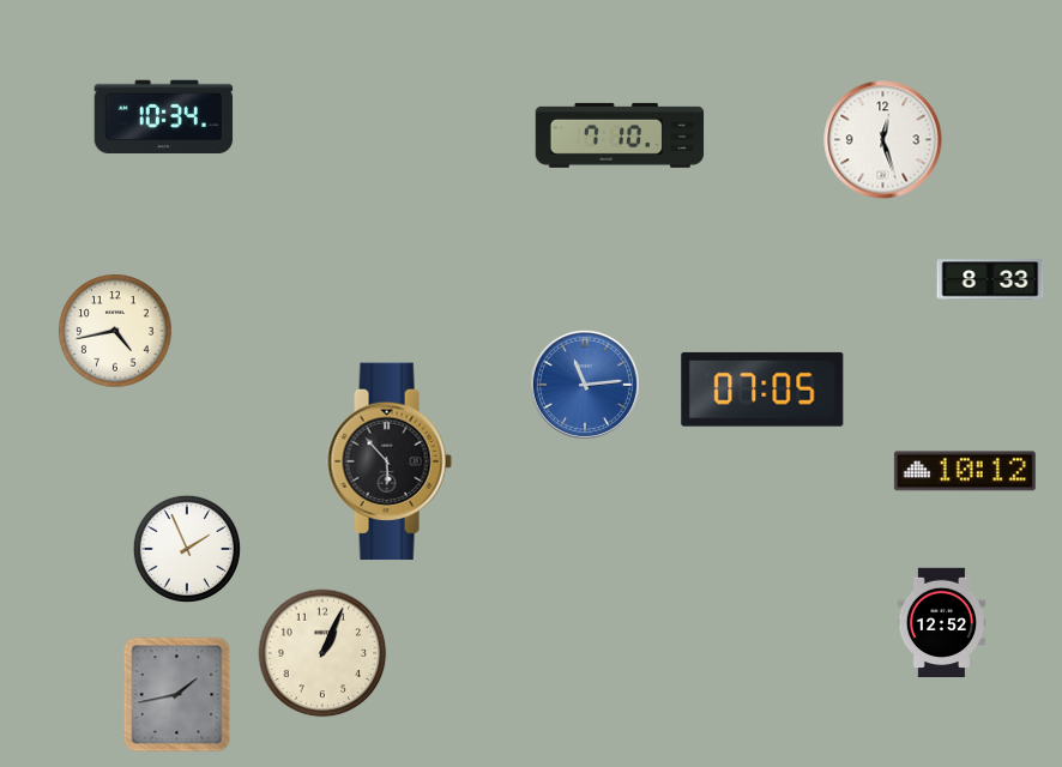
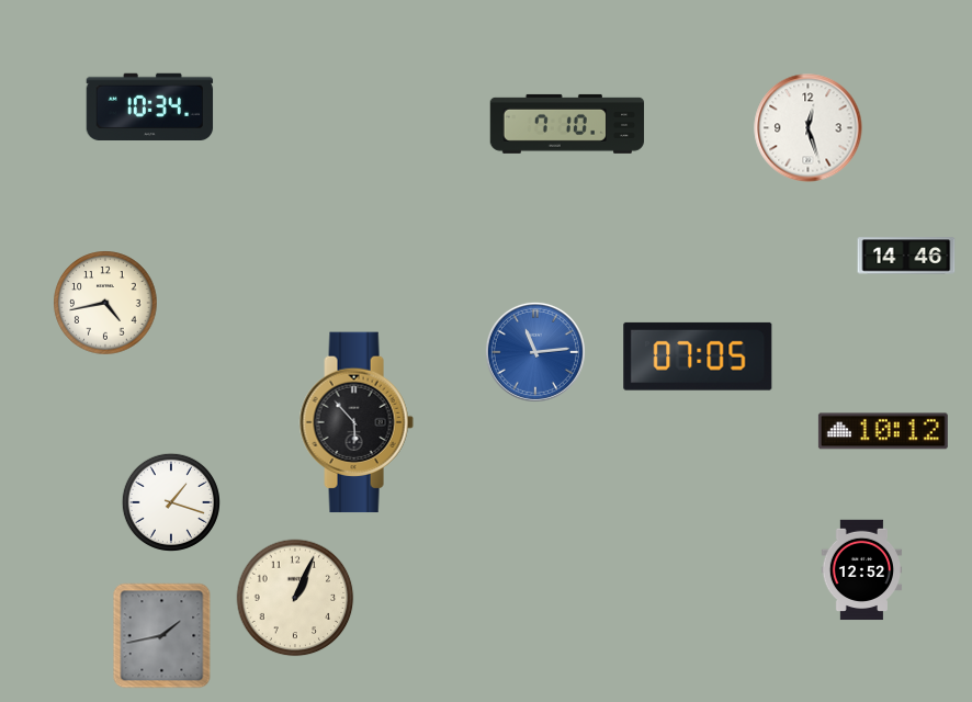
clock at (990, 279): 8:33 -> 14:46
clock at (186, 548): 1:56 -> 1:18
